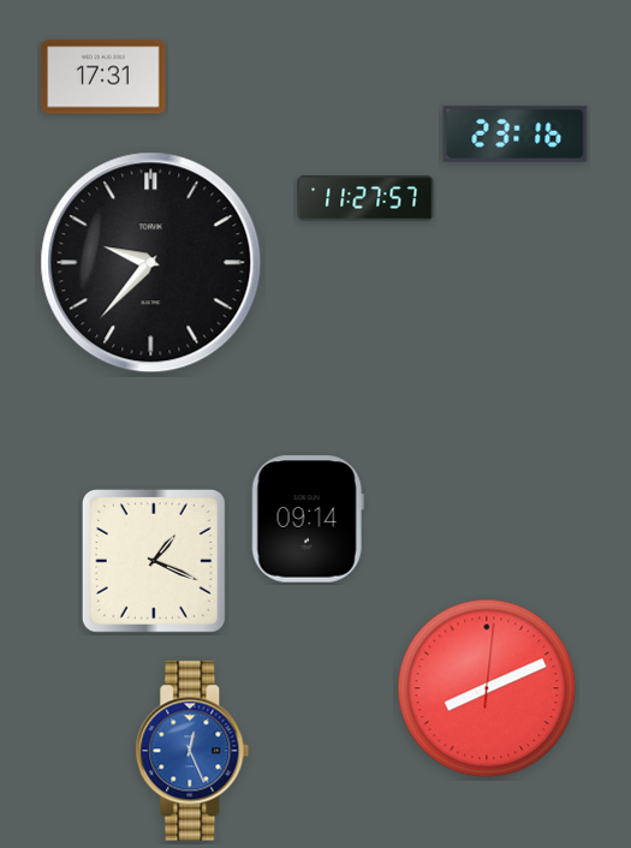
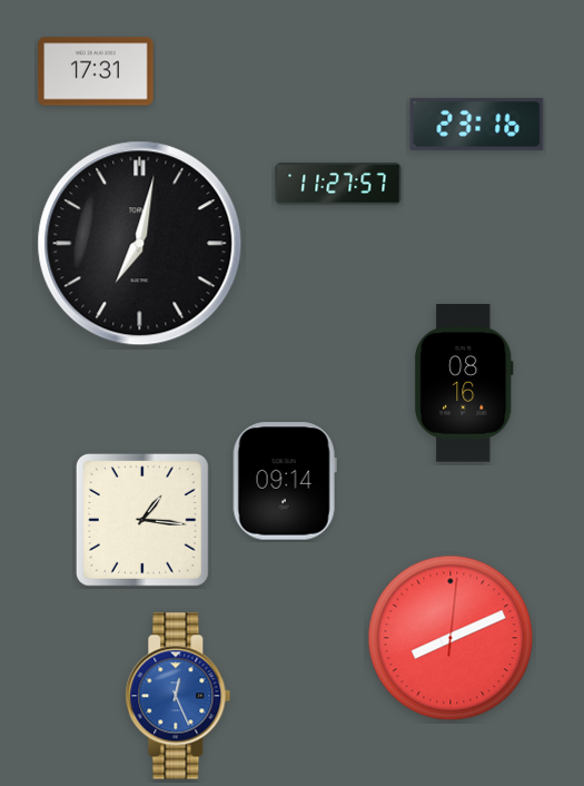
clock at (151, 263): 9:37 -> 7:02
clock at (464, 384): none -> 08:16
clock at (154, 561): 1:19 -> 1:16
